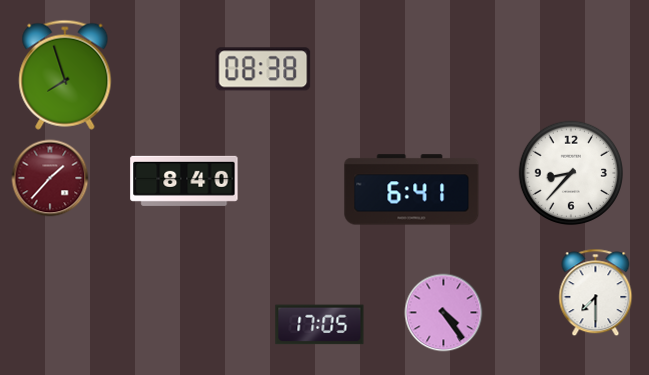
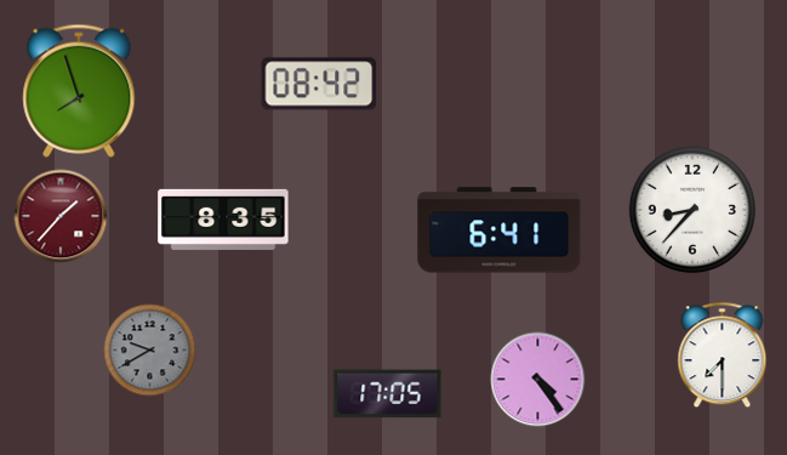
clock at (263, 69): 08:38 -> 08:42
clock at (184, 181): 8:40 -> 8:35
clock at (150, 351): none -> 9:40
